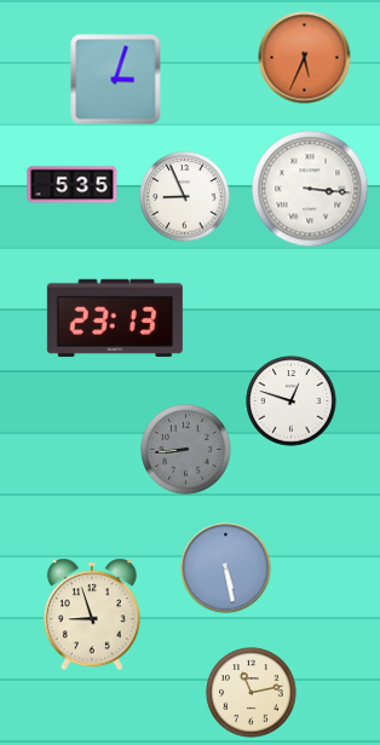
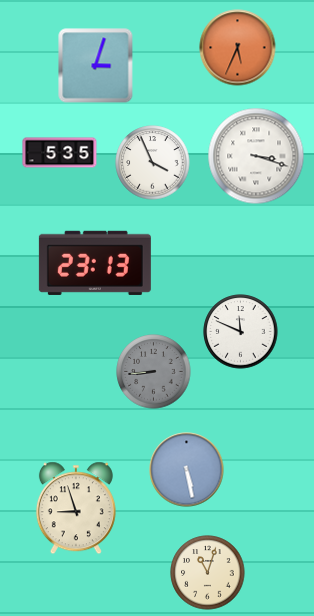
clock at (305, 58) position: (305, 58) -> (238, 48)
clock at (310, 189): 3:16 -> 3:18
clock at (185, 197): 8:56 -> 3:56
clock at (292, 402): 12:48 -> 11:49
clock at (252, 693): 11:13 -> 11:03
